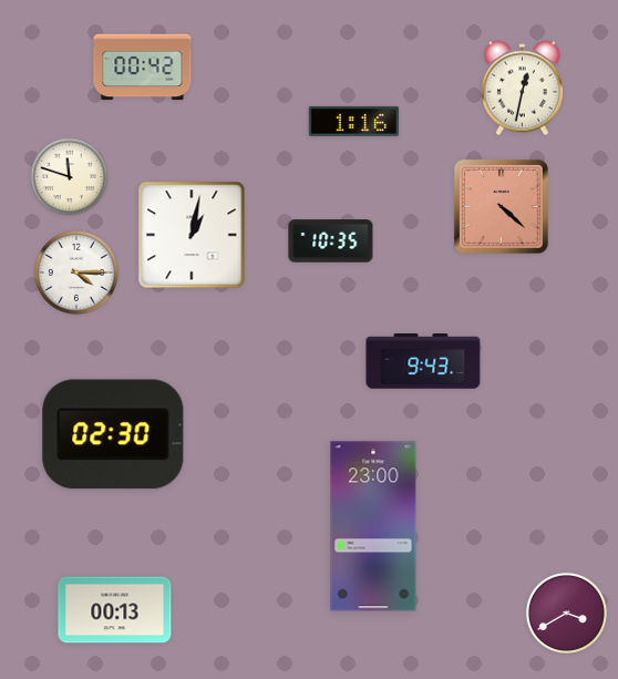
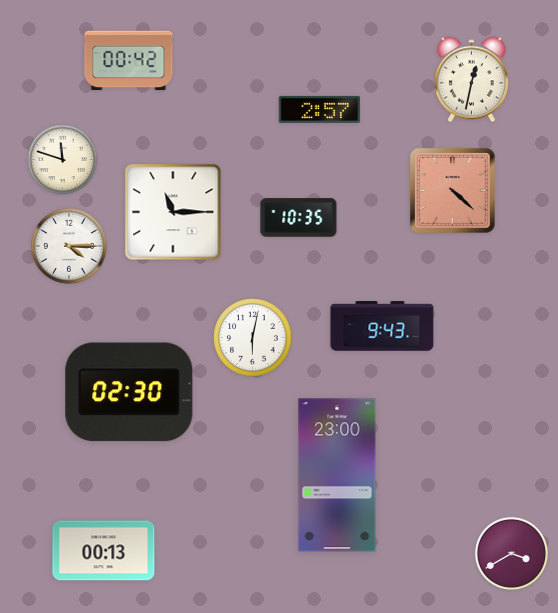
clock at (354, 121): 1:16 -> 2:57
clock at (501, 206) position: (501, 206) -> (452, 190)
clock at (192, 235): 1:02 -> 11:15
clock at (253, 338): none -> 6:02
clock at (113, 434) position: (113, 434) -> (129, 392)
